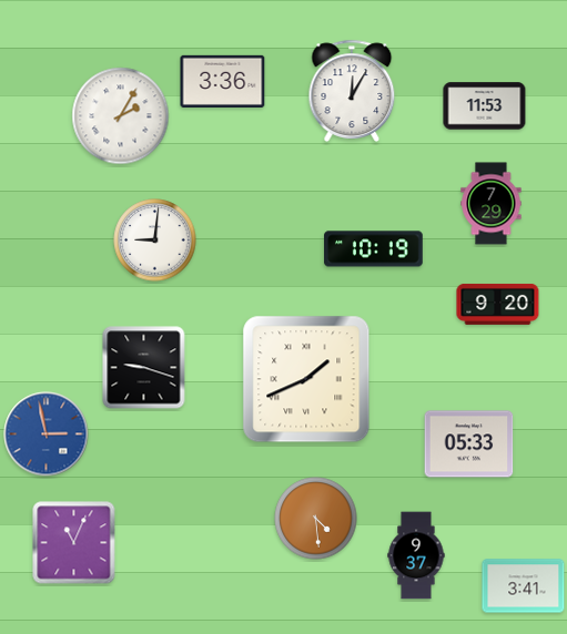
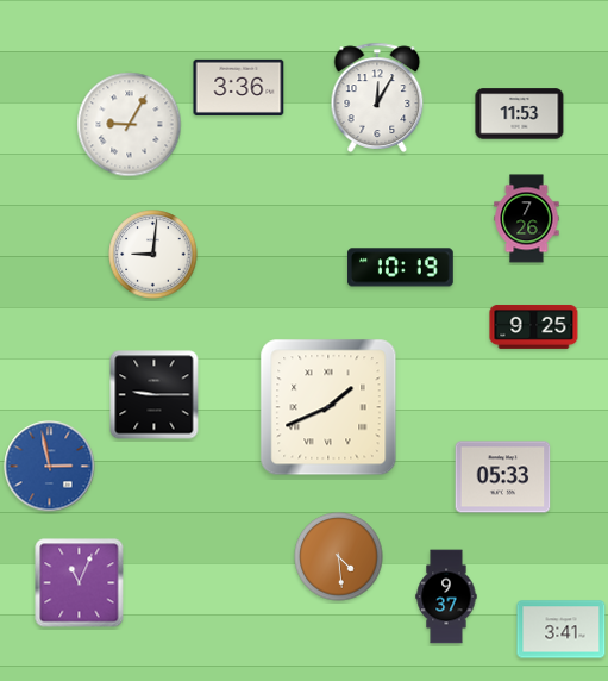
clock at (121, 116): 2:05 -> 9:05
clock at (492, 204): 7:29 -> 7:26
clock at (155, 241) position: (155, 241) -> (153, 255)
clock at (498, 304): 9:20 -> 9:25
clock at (144, 368): 9:18 -> 9:15
